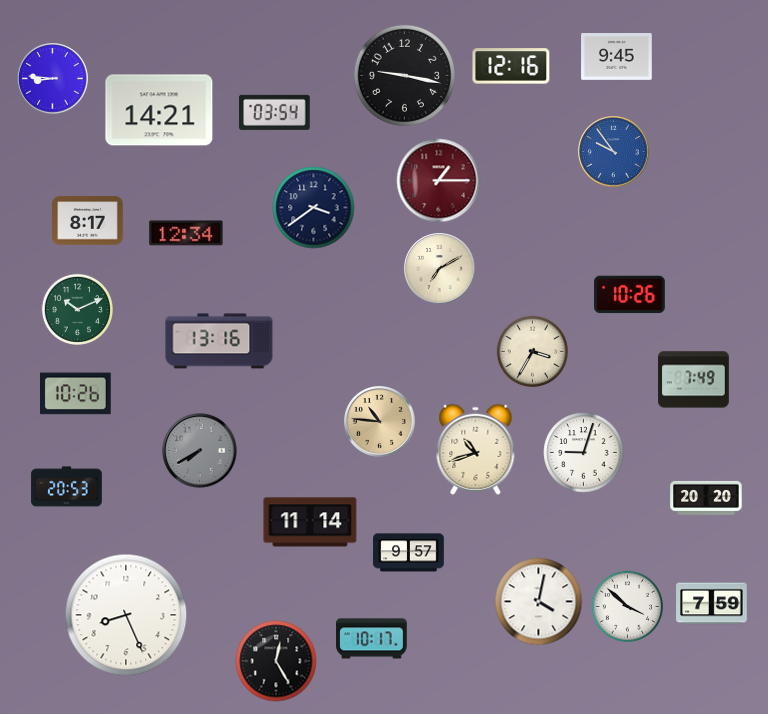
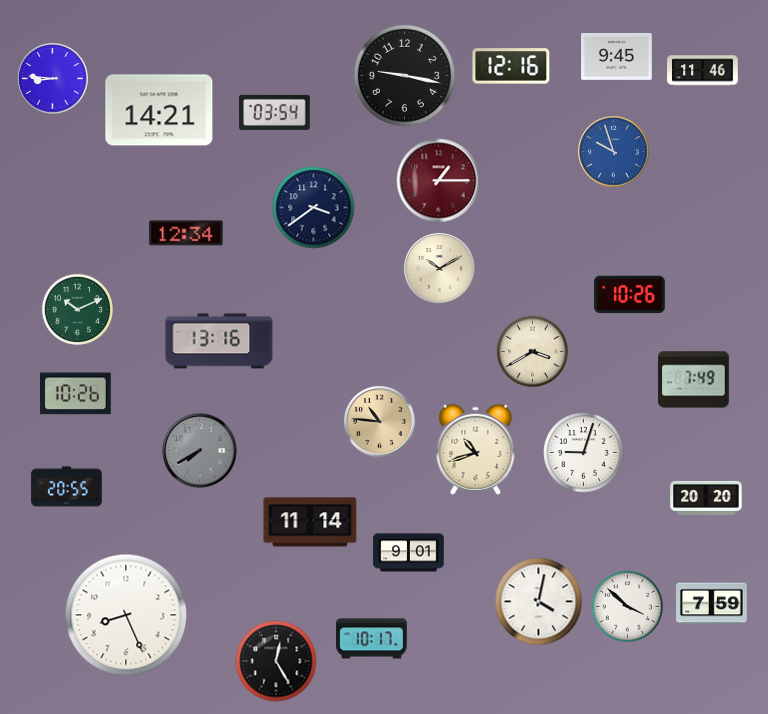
clock at (703, 71): none -> 11:46
clock at (614, 152): 9:54 -> 9:57
clock at (88, 221): 8:17 -> none
clock at (440, 269): 7:10 -> 10:10
clock at (532, 351): 3:35 -> 3:40
clock at (67, 487): 20:53 -> 20:55
clock at (409, 553): 9:57 -> 9:01
